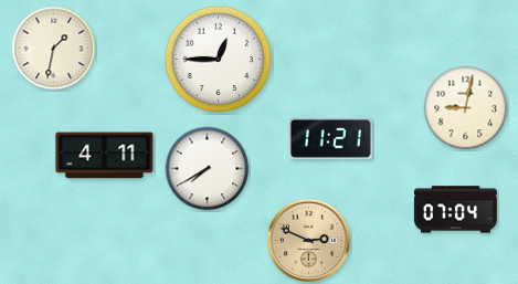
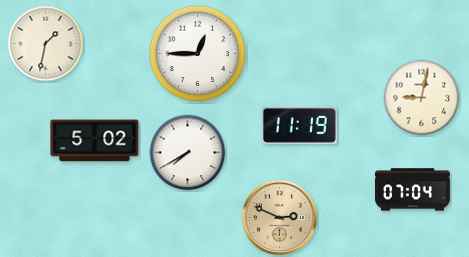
clock at (54, 49) position: (54, 49) -> (46, 44)
clock at (330, 139): 11:21 -> 11:19
clock at (105, 156): 4:11 -> 5:02
